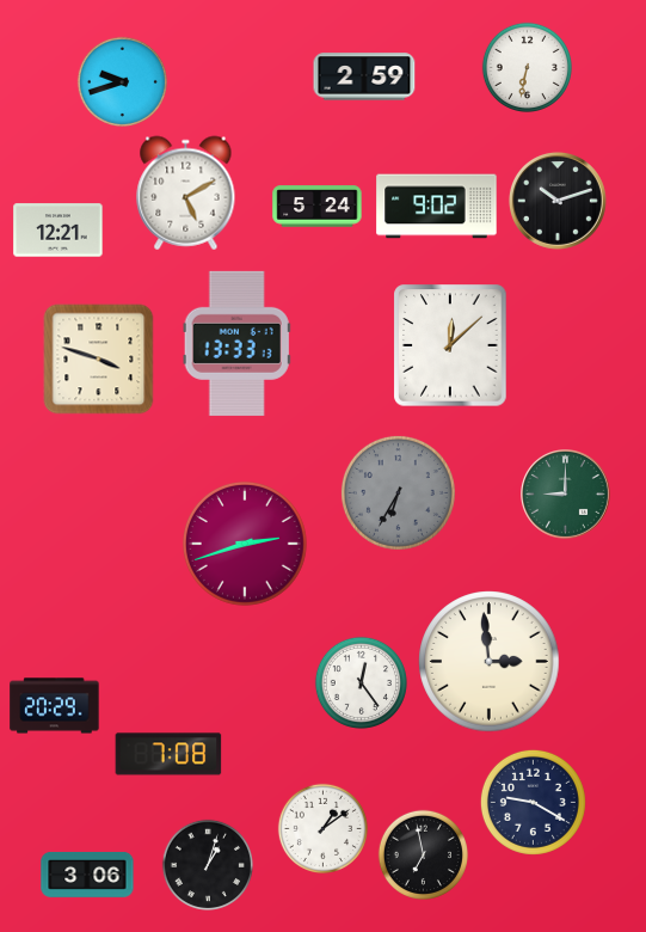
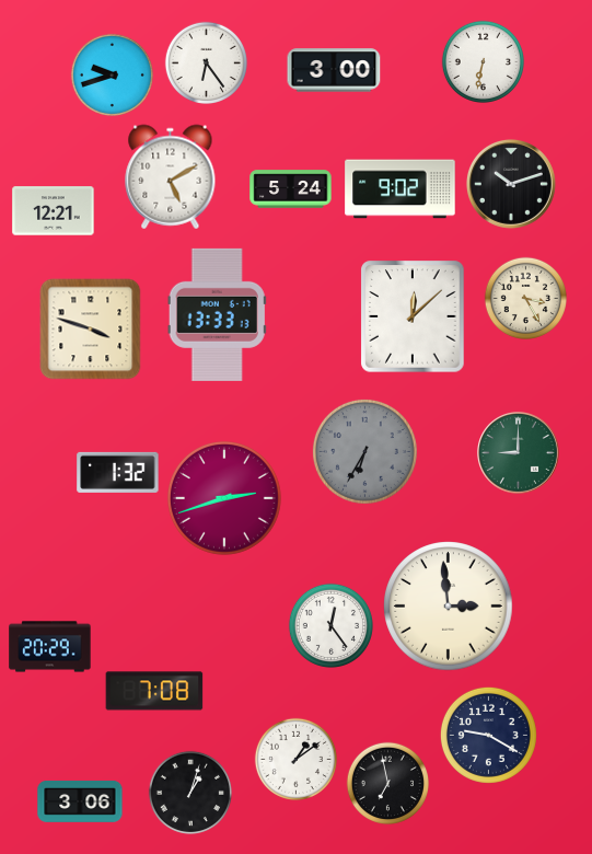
clock at (206, 62): none -> 6:24
clock at (364, 76): 2:59 -> 3:00
clock at (525, 298): none -> 3:25
clock at (118, 472): none -> 1:32
